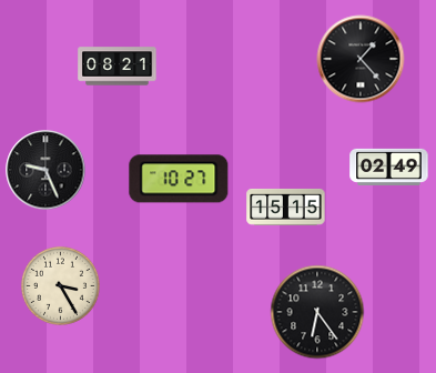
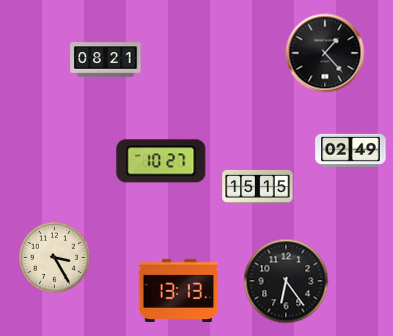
clock at (45, 170): 9:26 -> none
clock at (179, 290): none -> 13:13
